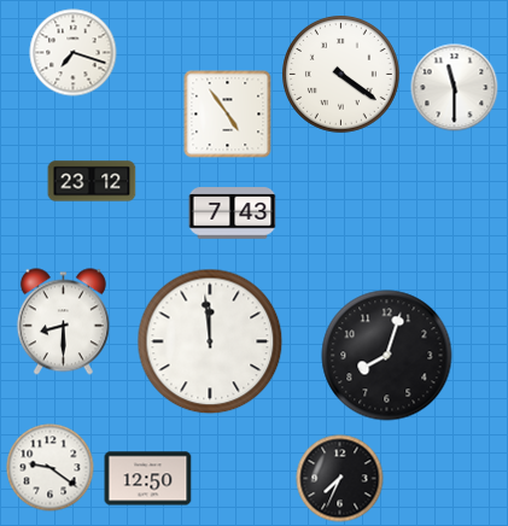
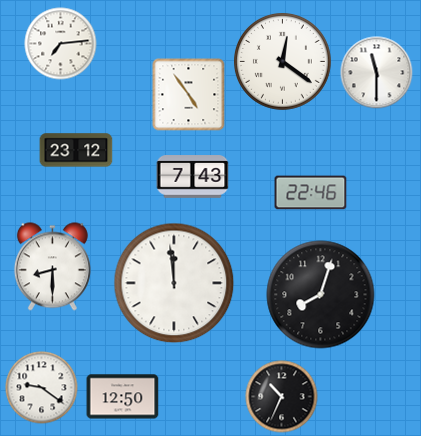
clock at (74, 53): 7:18 -> 7:14
clock at (341, 75): 4:21 -> 12:21
clock at (311, 193): none -> 22:46
clock at (340, 479): 7:34 -> 10:34
